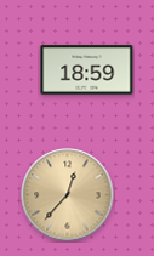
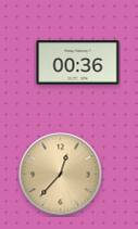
clock at (87, 70): 18:59 -> 00:36
